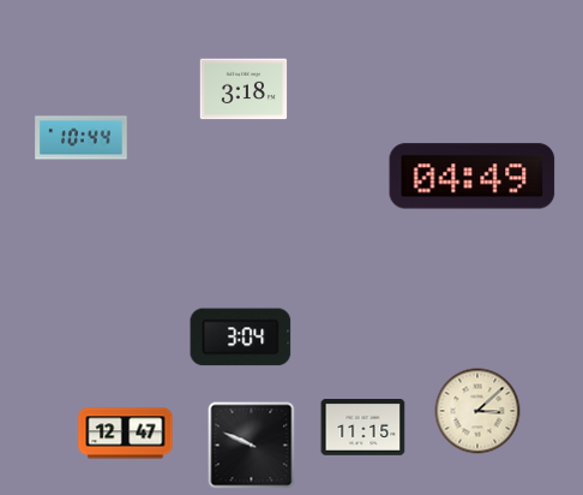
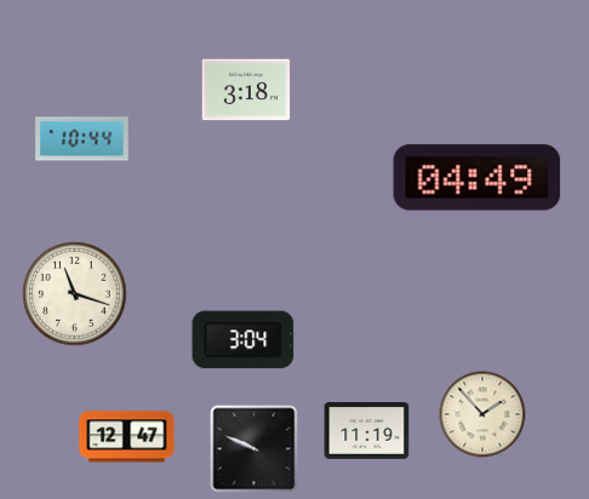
clock at (75, 294): none -> 11:18
clock at (477, 411): 3:08 -> 1:53
clock at (363, 428): 11:15 -> 11:19
